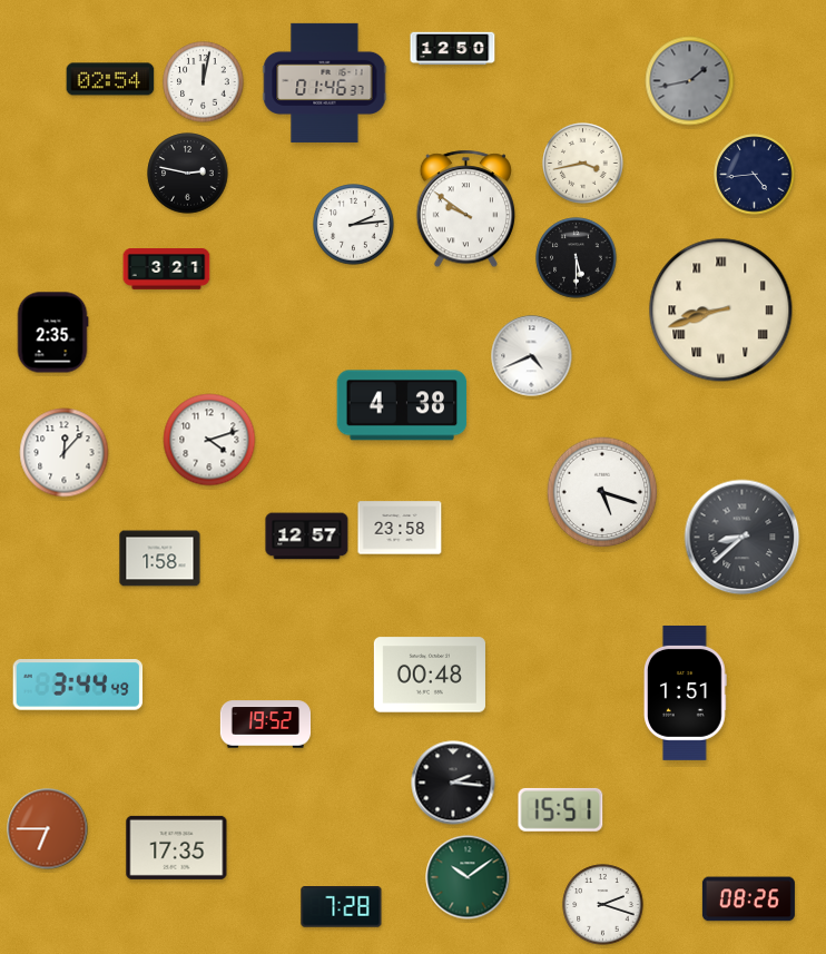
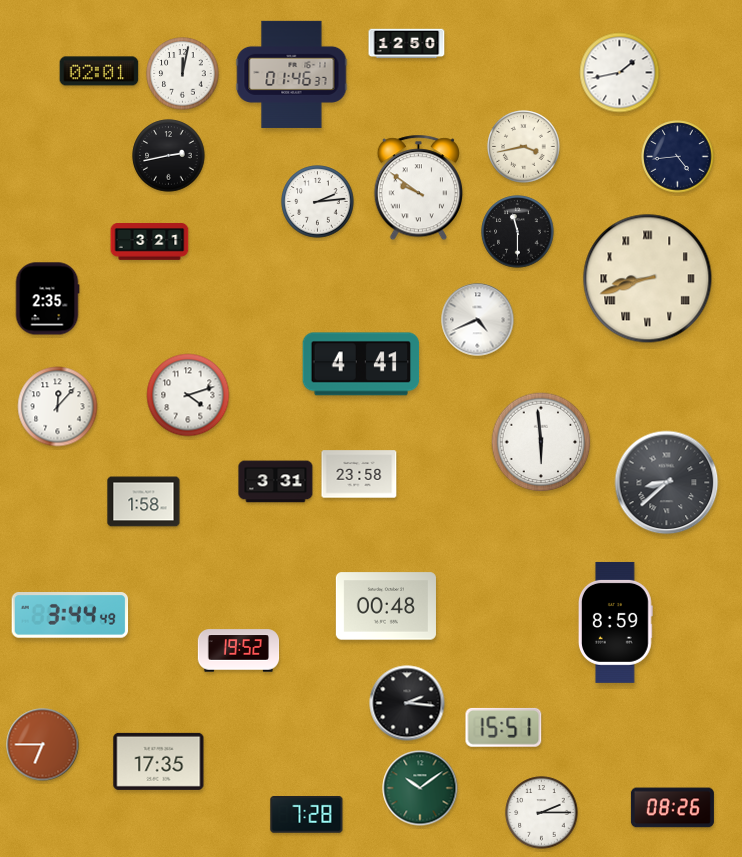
clock at (110, 79): 02:54 -> 02:01
clock at (690, 81) dial: grey -> white
clock at (188, 174): 2:47 -> 2:43
clock at (577, 258): 5:30 -> 11:30
clock at (402, 405): 4:38 -> 4:41
clock at (602, 492): 5:18 -> 5:59
clock at (307, 537): 12:57 -> 3:31
clock at (685, 692): 1:51 -> 8:59
clock at (603, 905): 2:18 -> 2:15
